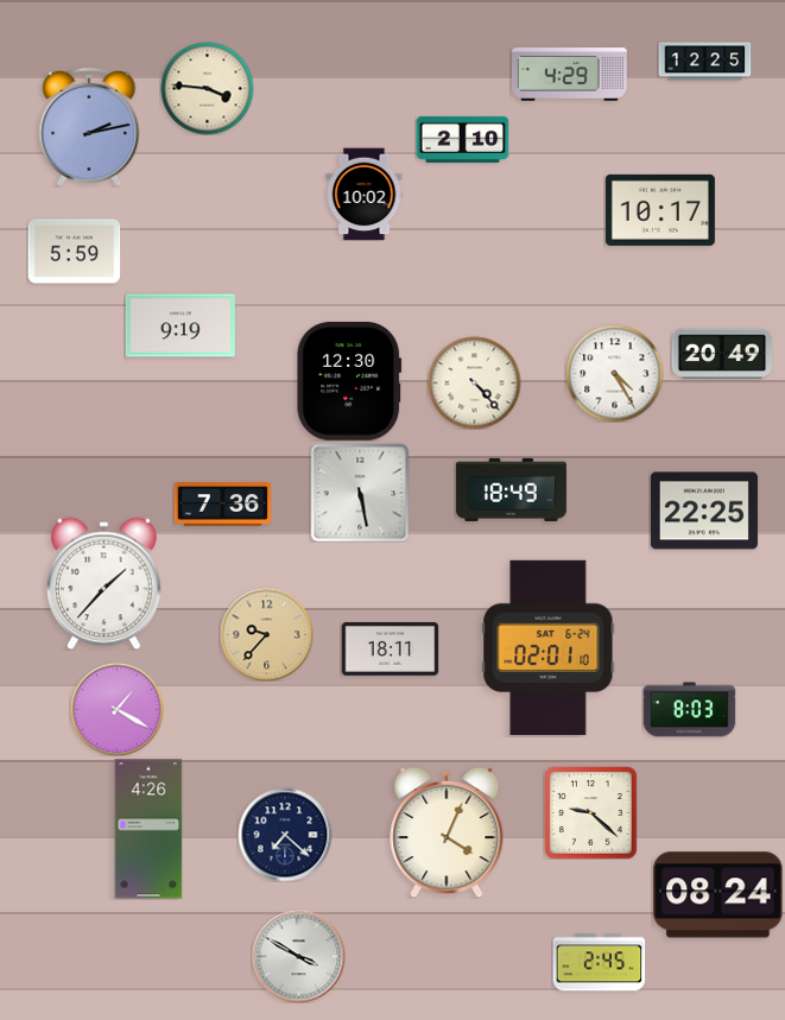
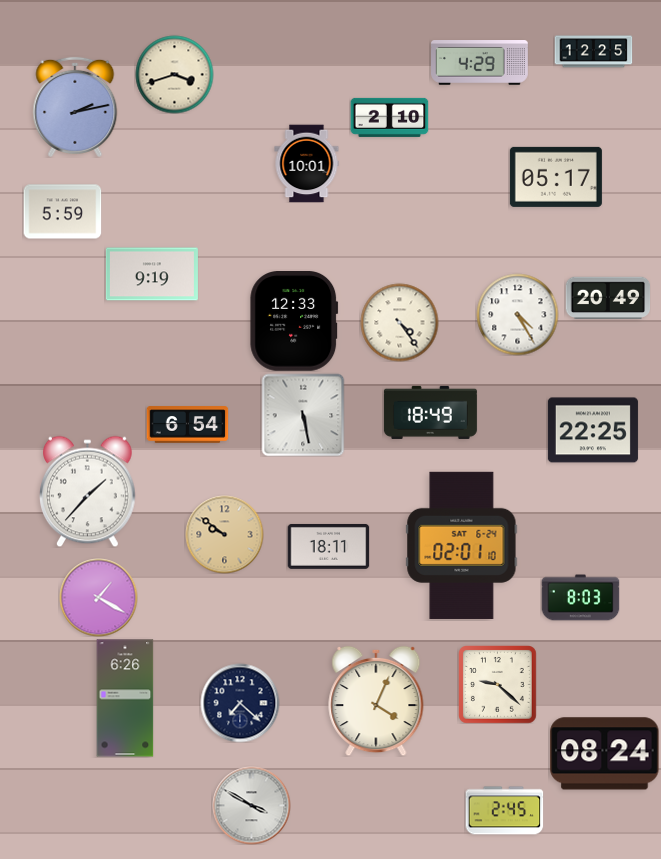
clock at (207, 88): 3:46 -> 3:42
clock at (365, 194): 10:02 -> 10:01
clock at (660, 210): 10:17 -> 05:17
clock at (349, 382): 12:30 -> 12:33
clock at (474, 382): 4:23 -> 4:24
clock at (222, 505): 7:36 -> 6:54
clock at (266, 634): 9:37 -> 9:51
clock at (148, 829): 4:26 -> 6:26
